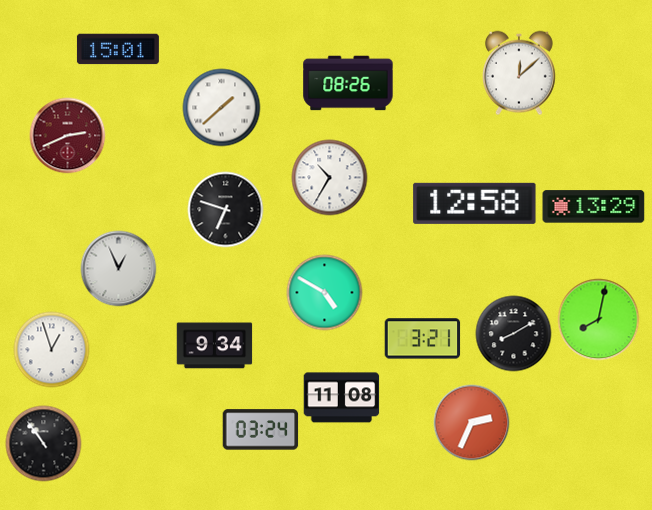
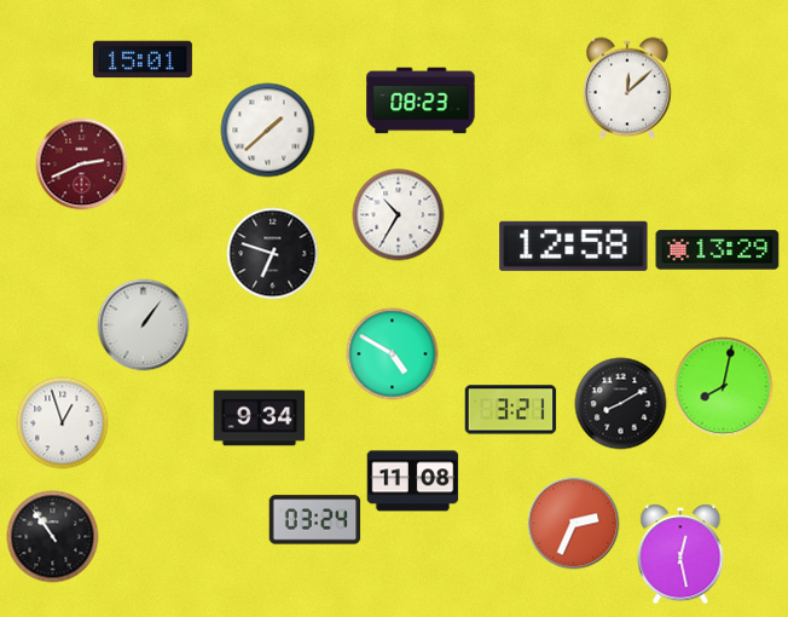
clock at (348, 83): 08:26 -> 08:23
clock at (119, 269): 12:56 -> 1:06
clock at (472, 423) position: (472, 423) -> (574, 524)
clock at (680, 554): none -> 12:28
